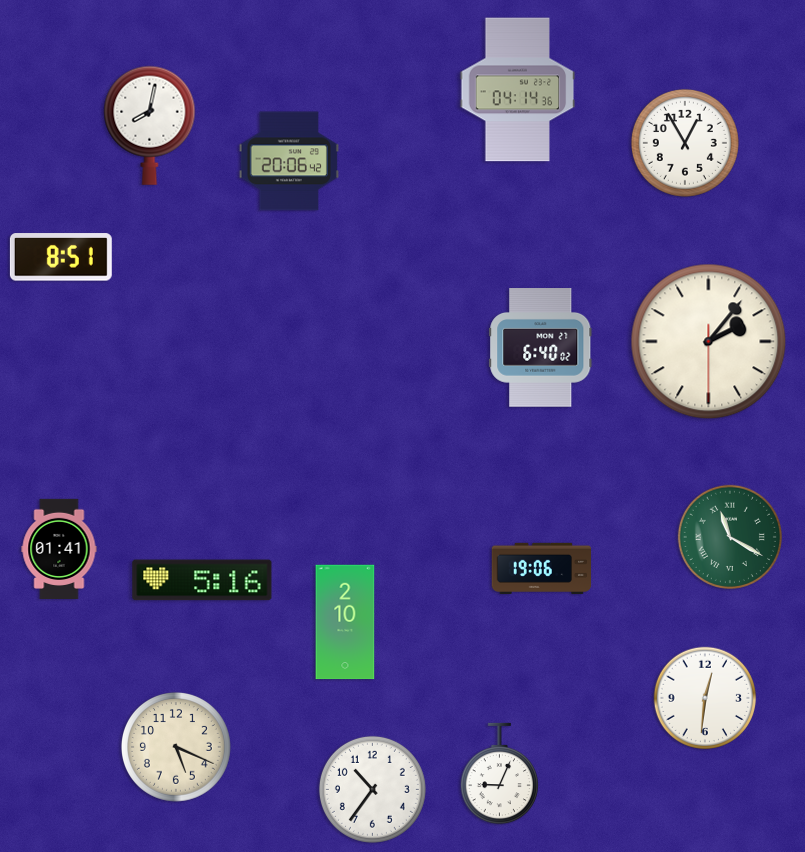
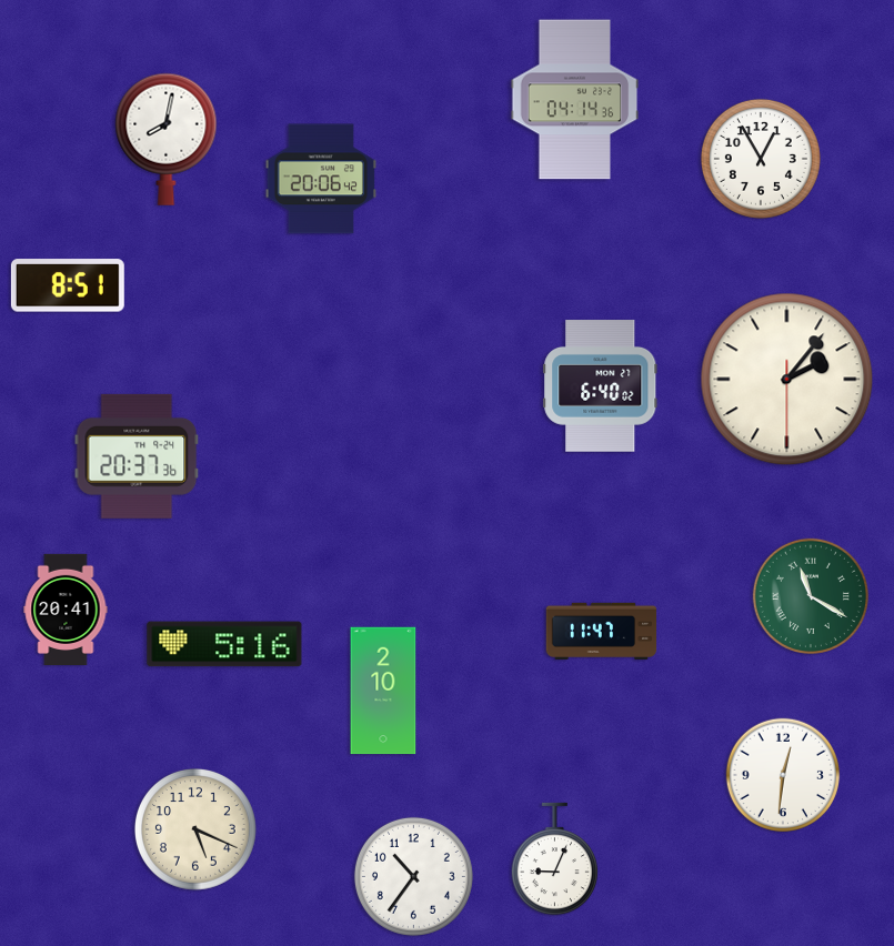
clock at (137, 456): none -> 20:37
clock at (59, 548): 01:41 -> 20:41
clock at (542, 568): 19:06 -> 11:47
